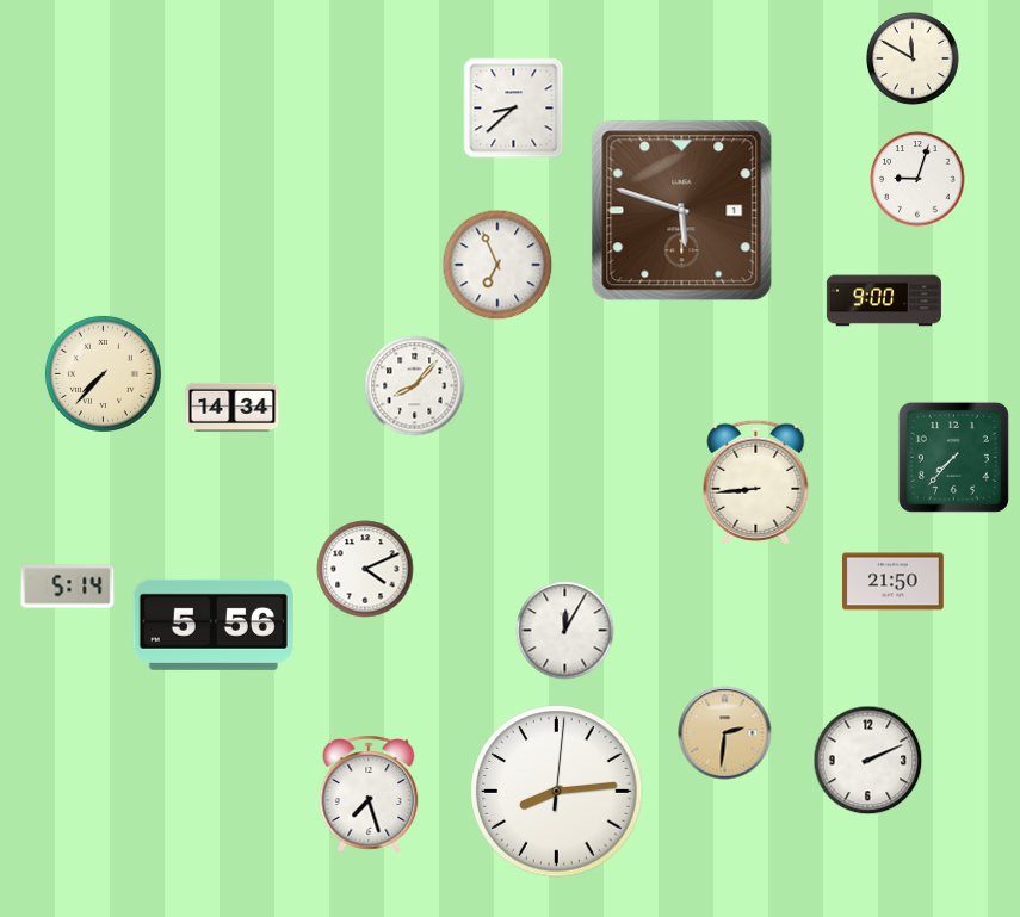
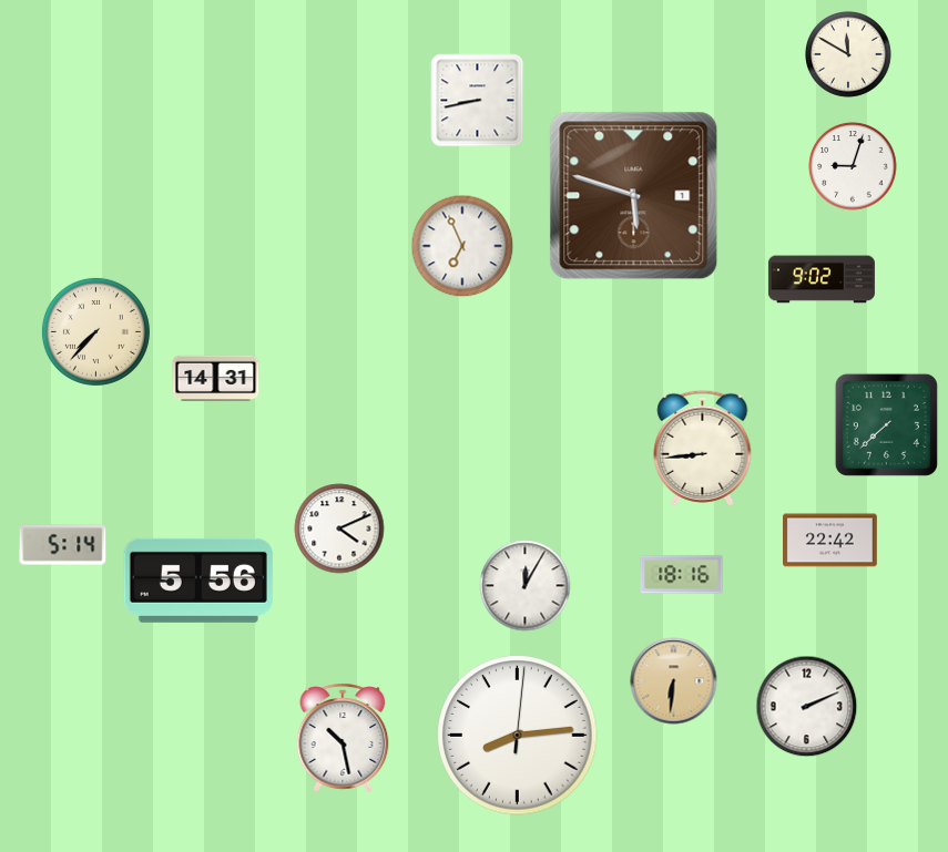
clock at (514, 109): 8:38 -> 8:43
clock at (884, 300): 9:00 -> 9:02
clock at (103, 373) position: (103, 373) -> (95, 331)
clock at (415, 386): 8:07 -> none
clock at (233, 408): 14:34 -> 14:31
clock at (953, 457): 7:37 -> 7:38
clock at (894, 582): 21:50 -> 22:42
clock at (682, 575): none -> 18:16
clock at (725, 733): 2:31 -> 6:31
clock at (369, 794): 7:27 -> 10:28
